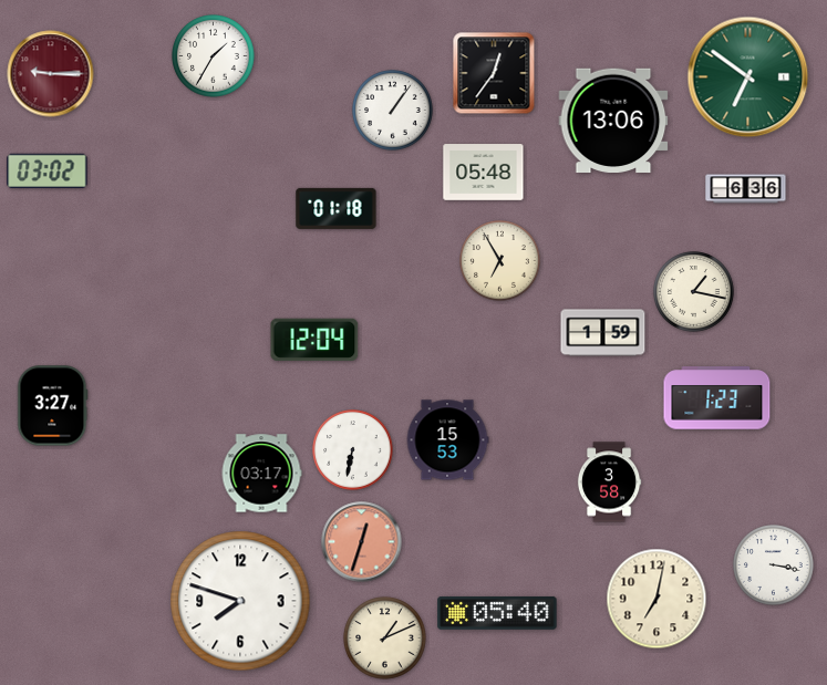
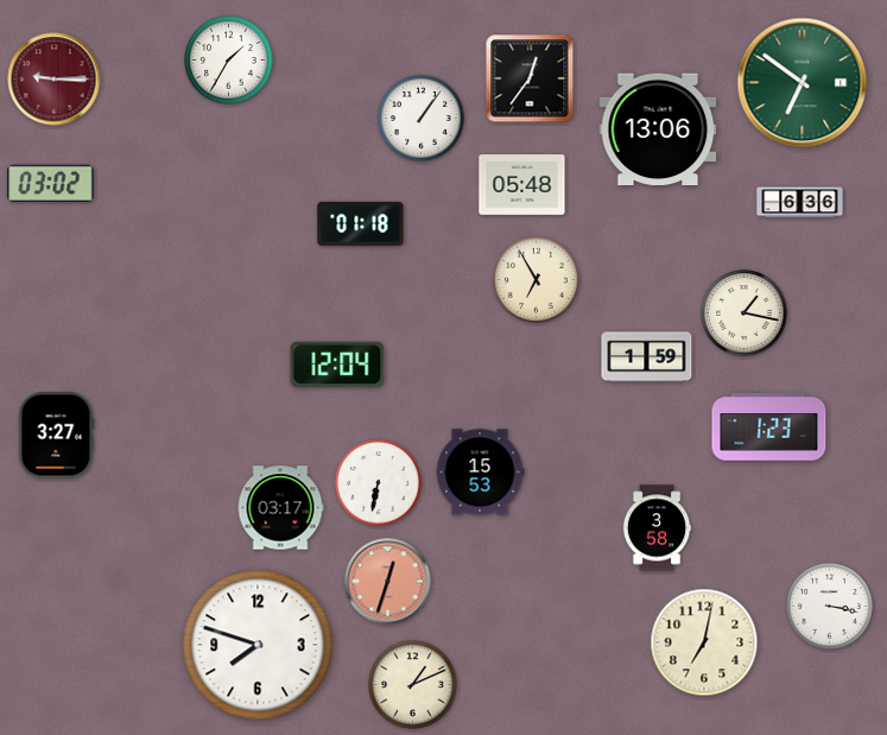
clock at (484, 173) position: (484, 173) -> (522, 185)
clock at (609, 482) position: (609, 482) -> (657, 528)
clock at (497, 613): 05:40 -> none
